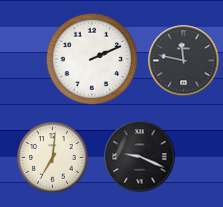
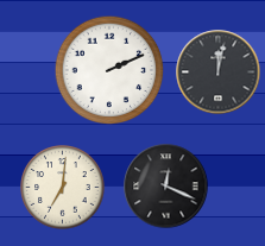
clock at (184, 61): 11:47 -> 12:02
clock at (140, 157): 9:19 -> 12:19
